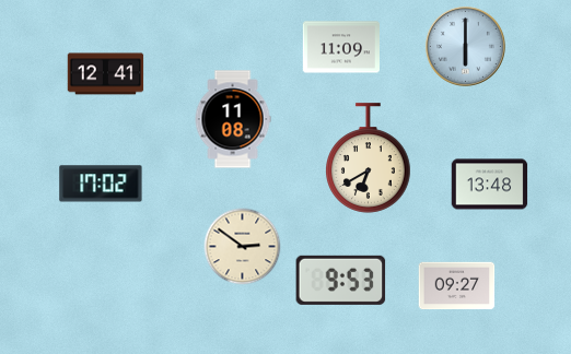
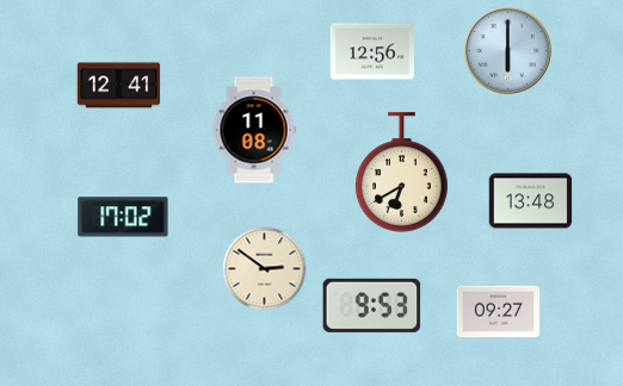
clock at (340, 47): 11:09 -> 12:56
clock at (106, 74) position: (106, 74) -> (119, 86)
clock at (101, 184) position: (101, 184) -> (123, 217)
clock at (490, 185) position: (490, 185) -> (531, 201)
